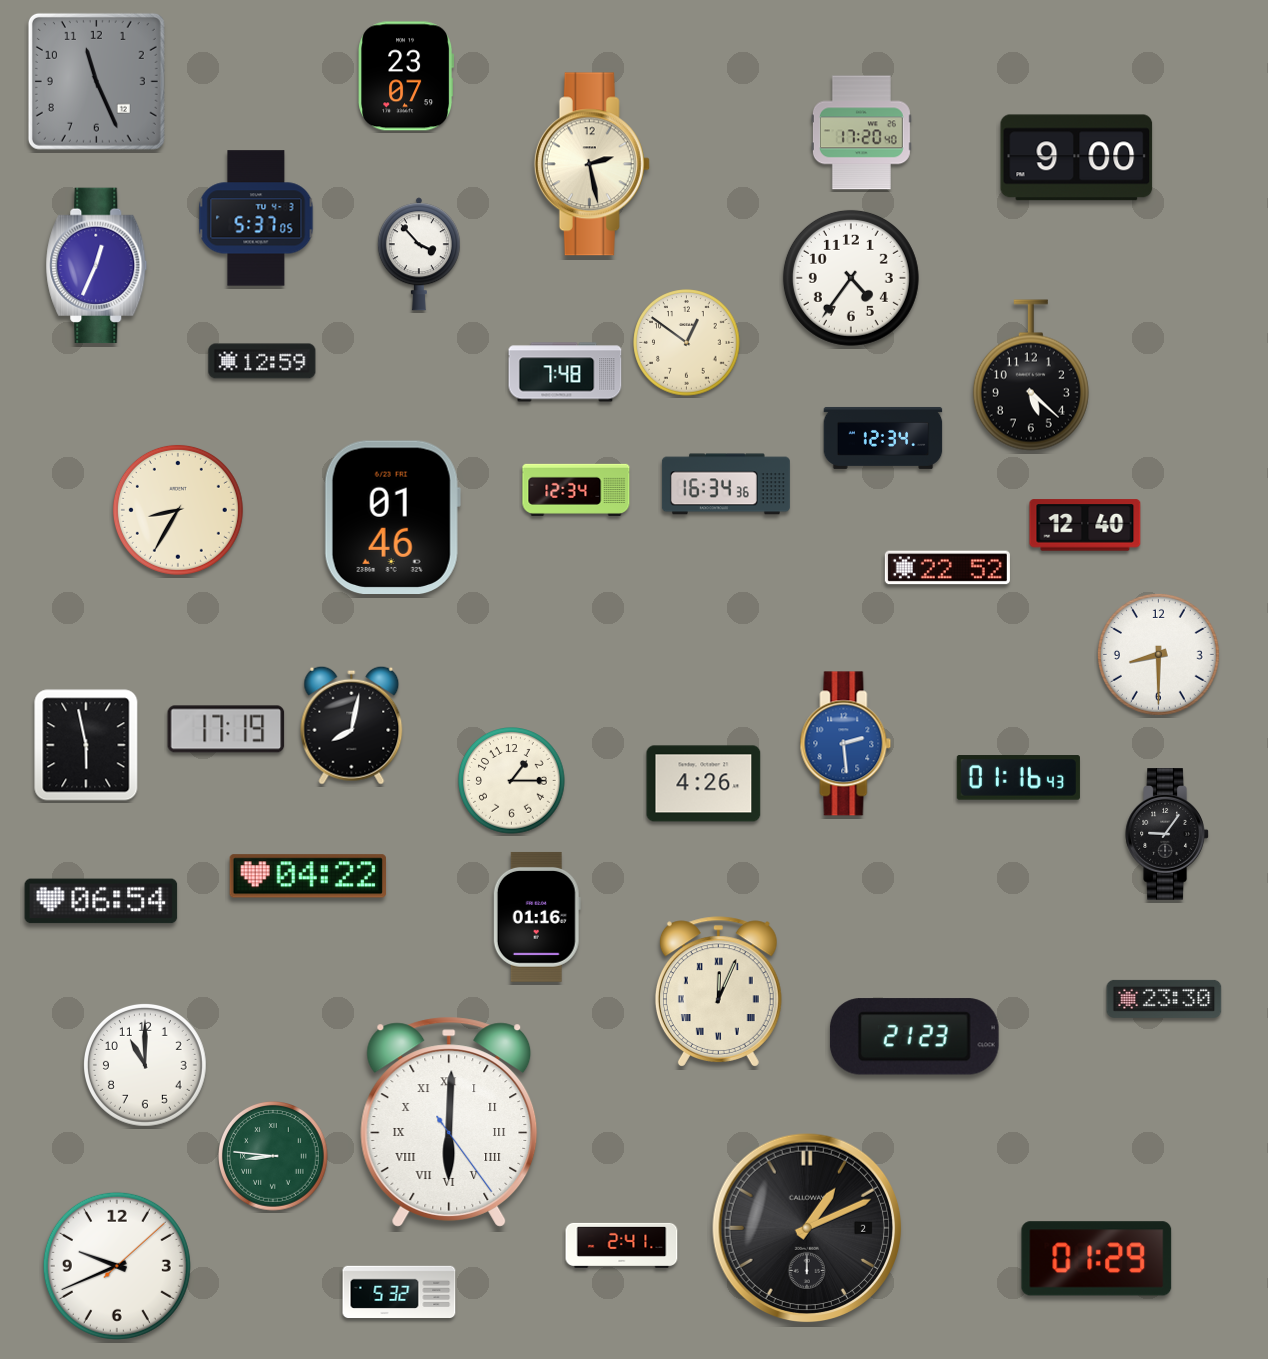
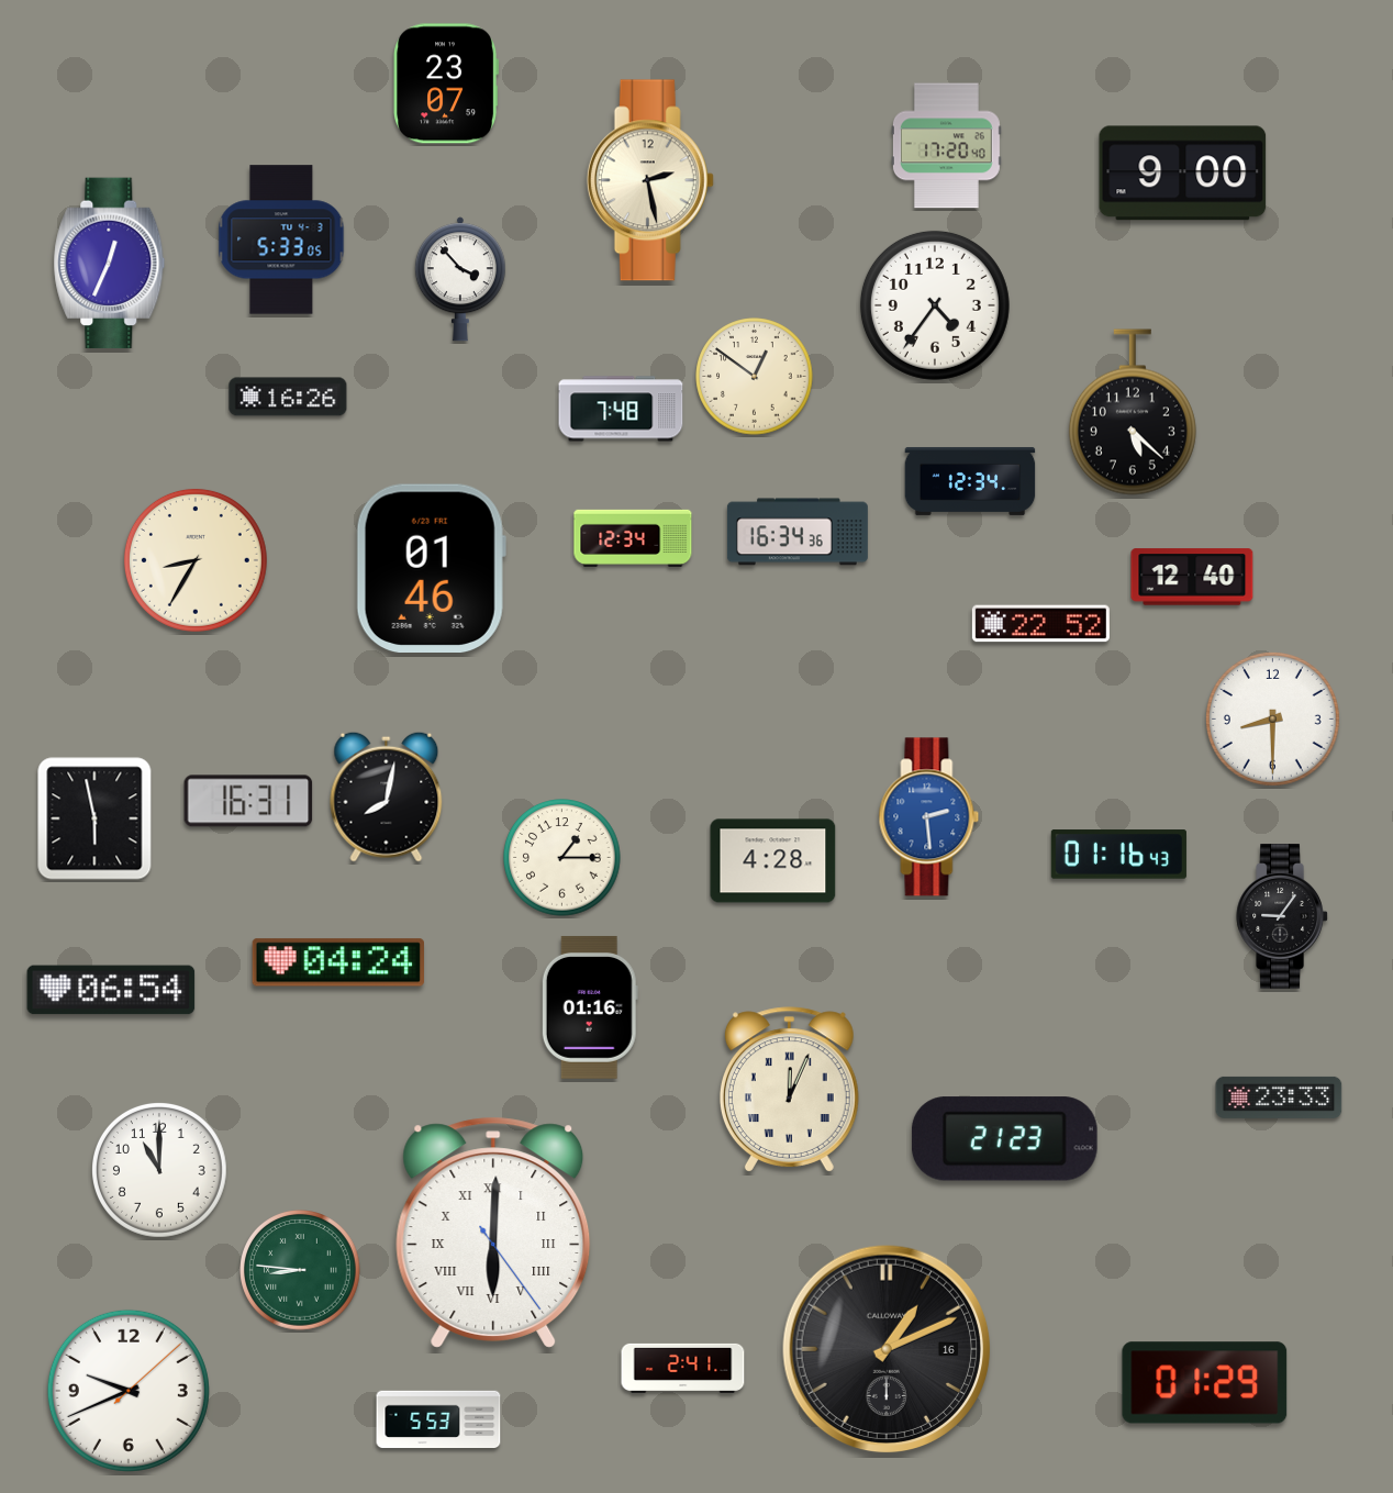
clock at (96, 81): 11:26 -> none
clock at (256, 218): 5:37 -> 5:33
clock at (97, 266) position: (97, 266) -> (110, 264)
clock at (262, 361): 12:59 -> 16:26
clock at (226, 729): 17:19 -> 16:31
clock at (704, 784): 4:26 -> 4:28
clock at (308, 876): 04:22 -> 04:24
clock at (1164, 999): 23:30 -> 23:33
clock at (807, 1228) date: 2 -> 16
clock at (399, 1291): 5:32 -> 5:53
